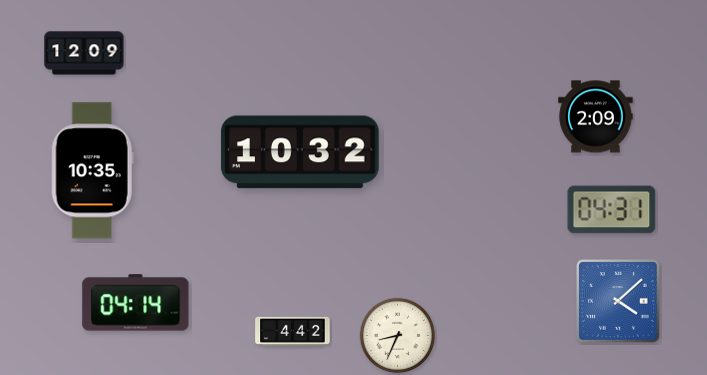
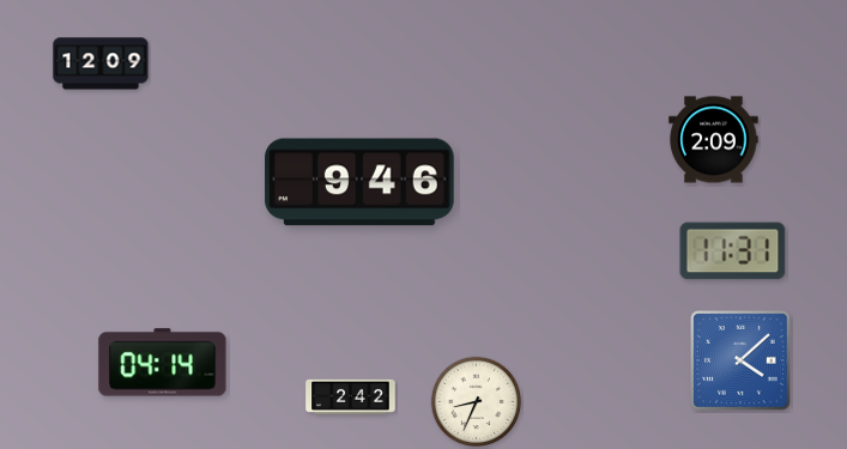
clock at (300, 152): 10:32 -> 9:46
clock at (92, 171): 10:35 -> none
clock at (612, 210): 04:31 -> 11:31
clock at (293, 331): 4:42 -> 2:42
